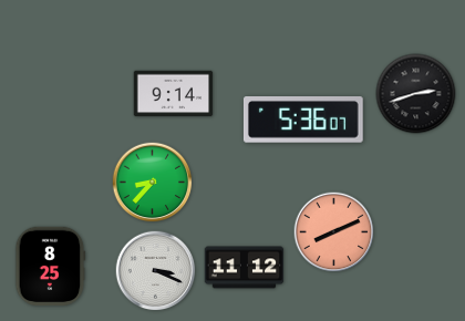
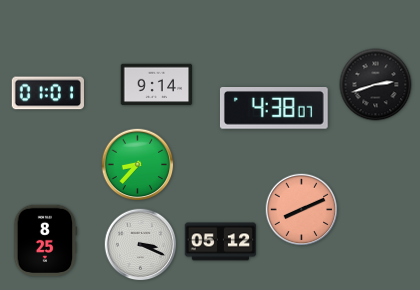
clock at (48, 93): none -> 01:01
clock at (303, 121): 5:36 -> 4:38
clock at (245, 268): 11:12 -> 05:12
